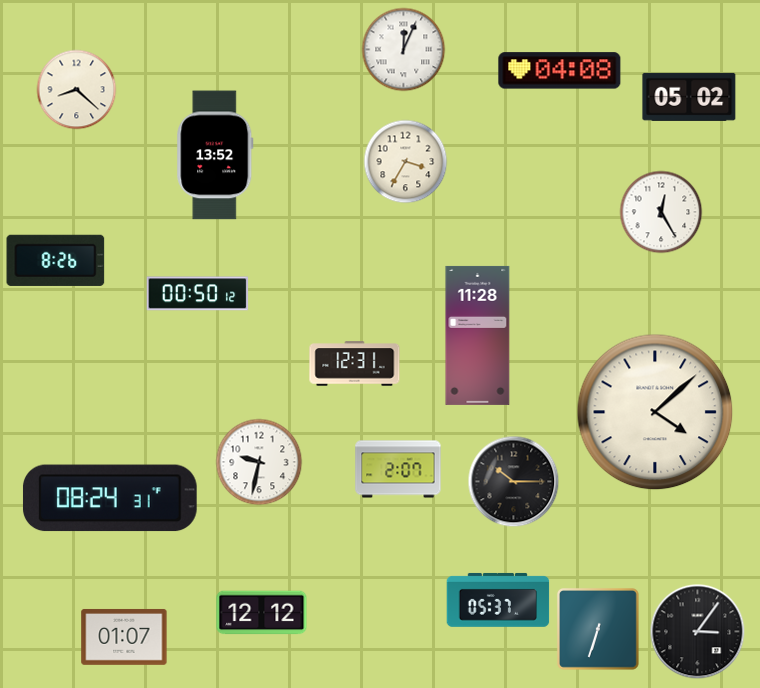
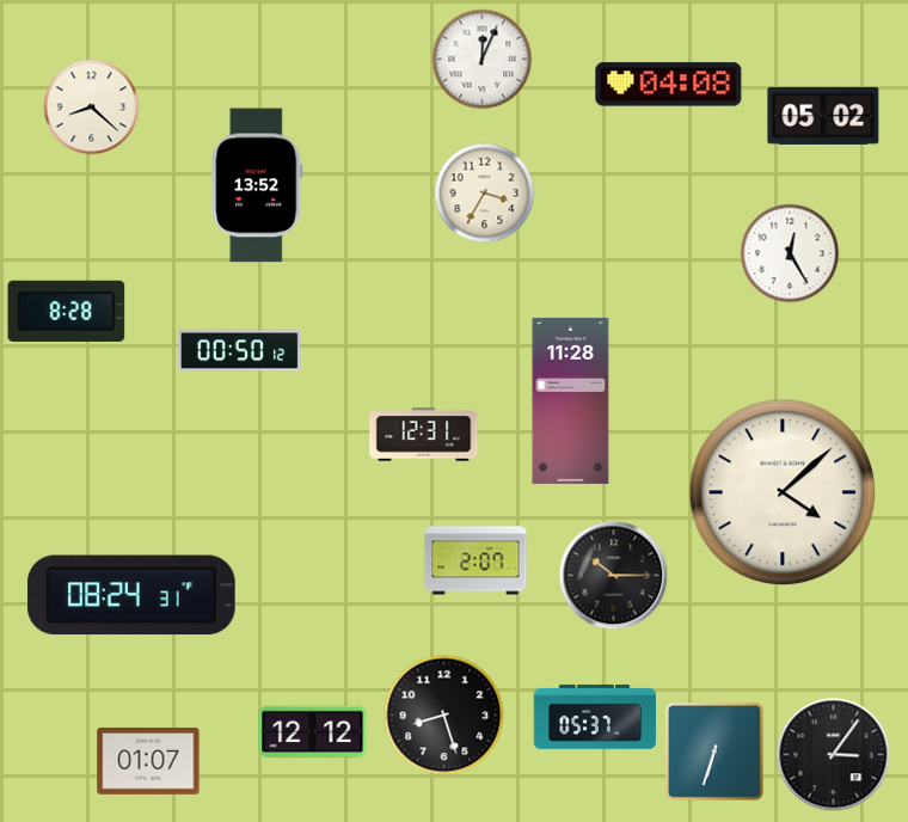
clock at (56, 260): 8:26 -> 8:28
clock at (198, 294) position: (198, 294) -> (240, 351)
clock at (259, 462): 9:32 -> none
clock at (444, 716): none -> 8:27
